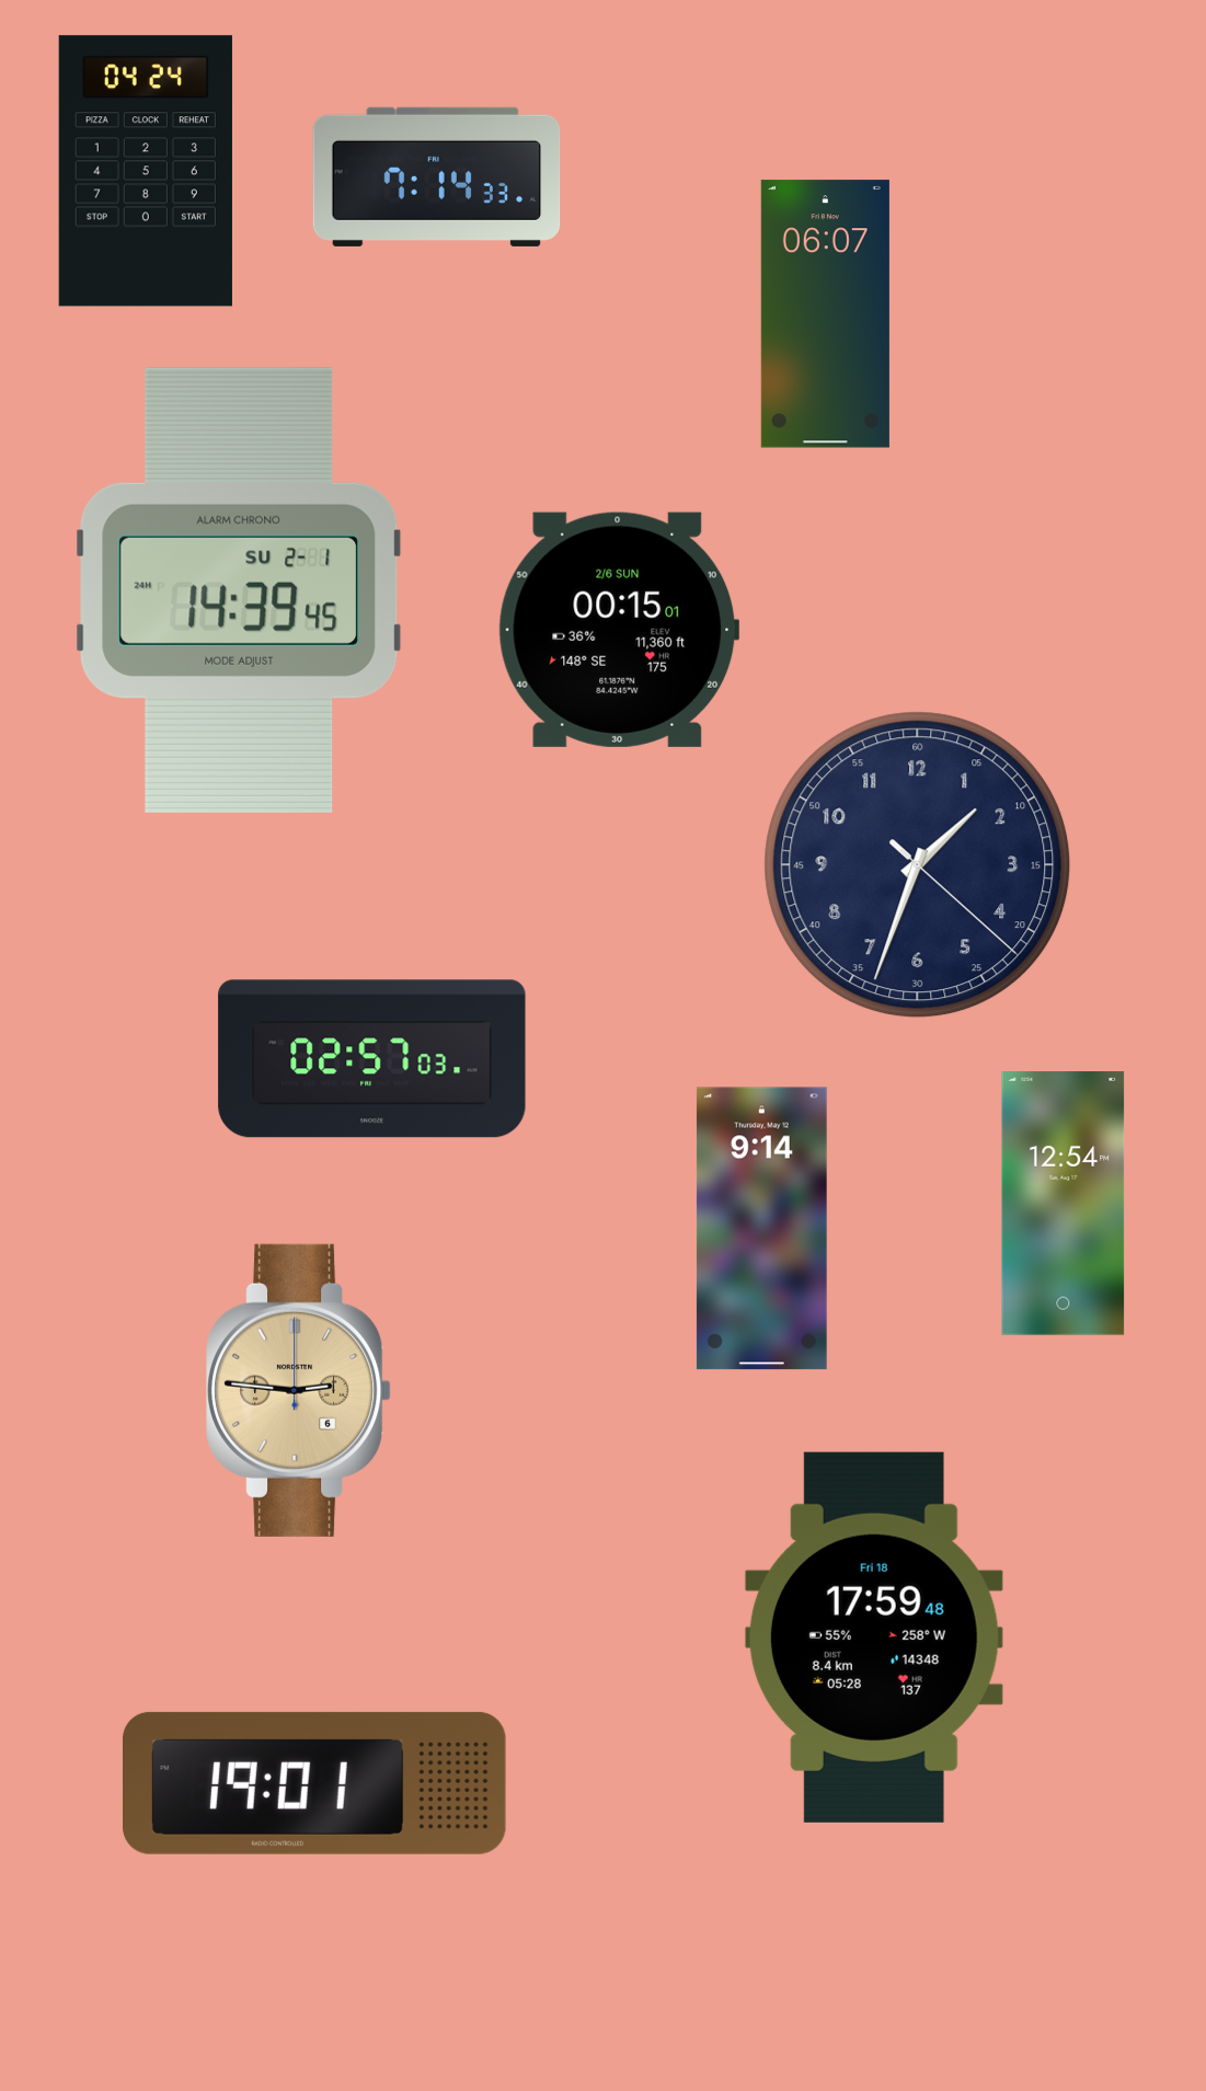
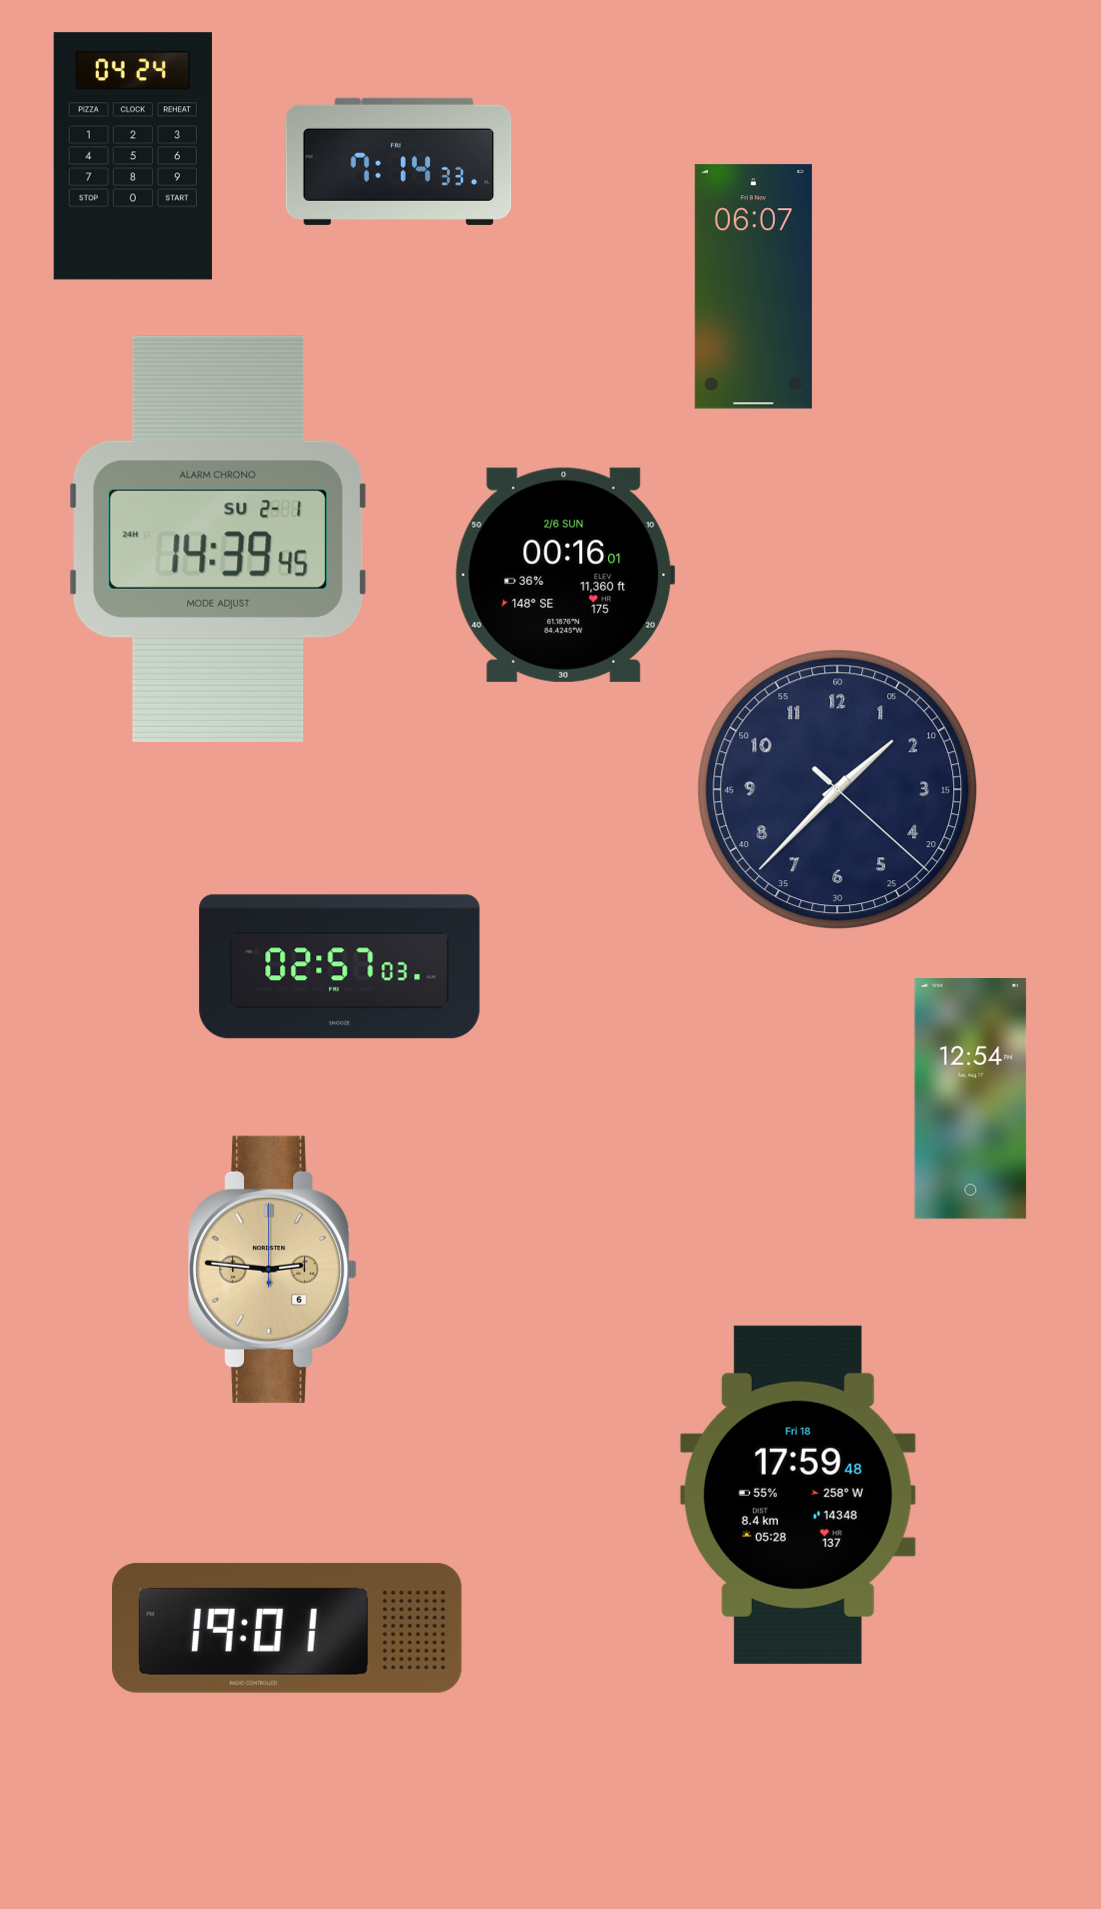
clock at (619, 630): 00:15 -> 00:16
clock at (918, 865): 1:33 -> 1:37
clock at (761, 1229): 9:14 -> none
